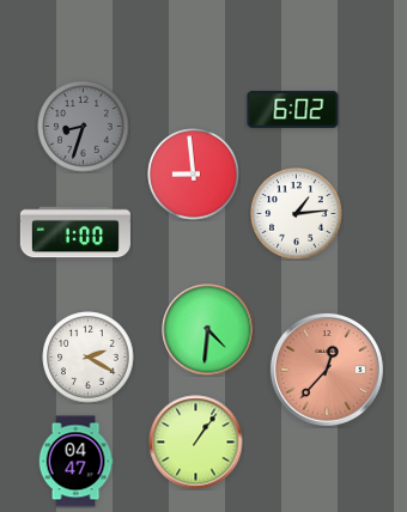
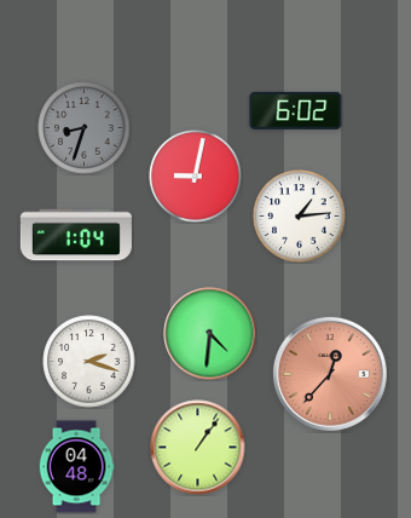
clock at (194, 175): 8:59 -> 9:02
clock at (75, 232): 1:00 -> 1:04
clock at (89, 358): 2:20 -> 2:18
clock at (75, 462): 04:47 -> 04:48
